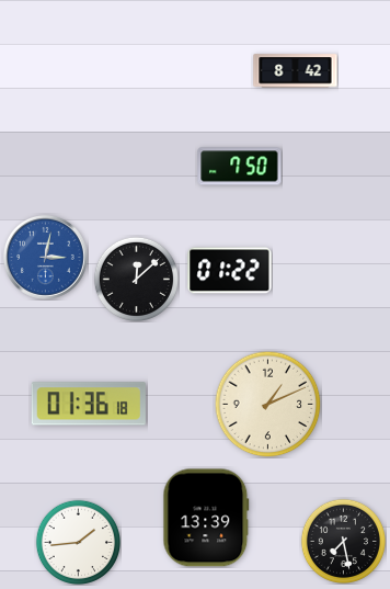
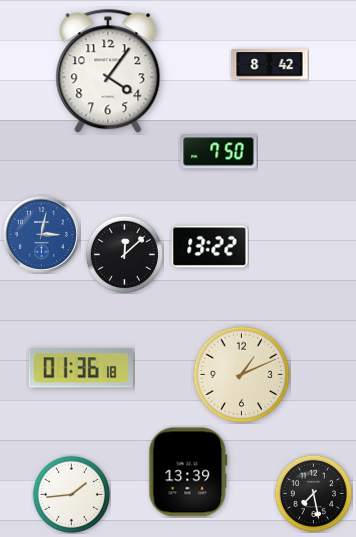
clock at (108, 71): none -> 4:06
clock at (230, 271): 01:22 -> 13:22
clock at (267, 404) position: (267, 404) -> (241, 374)
